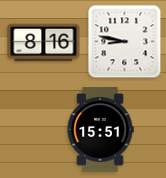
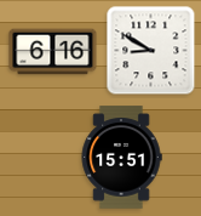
clock at (125, 42): 8:47 -> 8:50
clock at (44, 43): 8:16 -> 6:16
